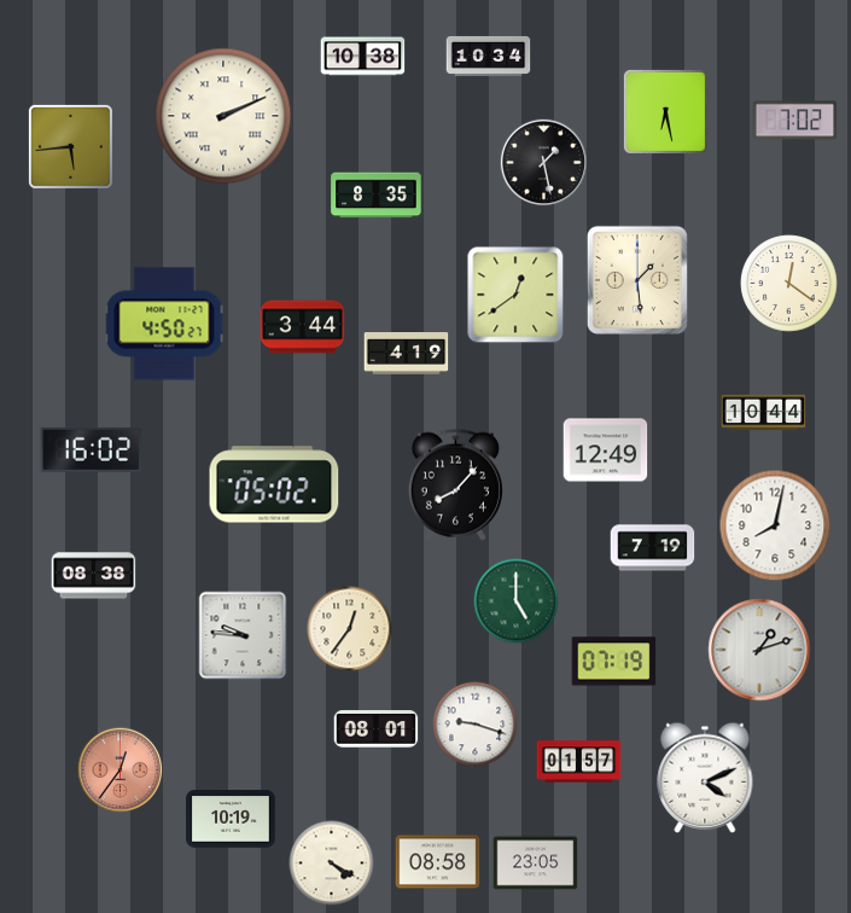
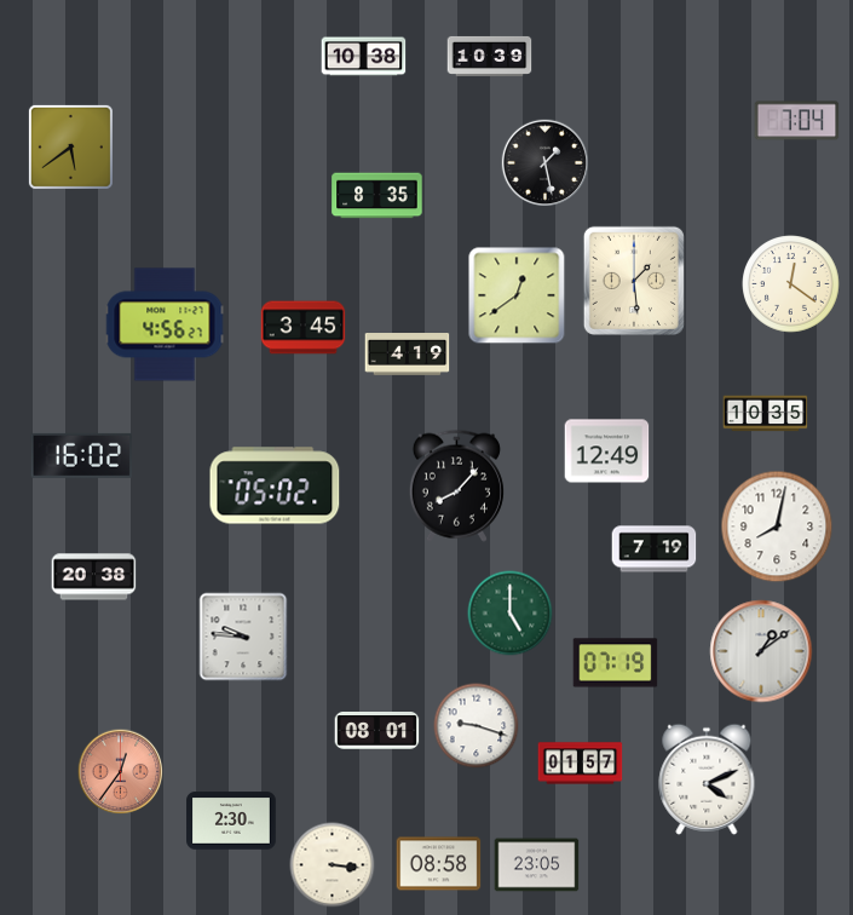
clock at (489, 56): 10:34 -> 10:39
clock at (665, 111): 6:28 -> none
clock at (223, 116): 2:11 -> none
clock at (795, 121): 7:02 -> 7:04
clock at (70, 146): 5:44 -> 5:39
clock at (637, 280) position: (637, 280) -> (634, 281)
clock at (164, 324): 4:50 -> 4:56
clock at (303, 327): 3:44 -> 3:45
clock at (764, 413): 10:44 -> 10:35
clock at (92, 449) position: (92, 449) -> (82, 455)
clock at (94, 576): 08:38 -> 20:38
clock at (517, 601) position: (517, 601) -> (511, 614)
clock at (350, 629): 12:36 -> none
clock at (759, 650): 1:12 -> 1:09
clock at (231, 819): 10:19 -> 2:30
clock at (332, 863): 4:20 -> 3:16
